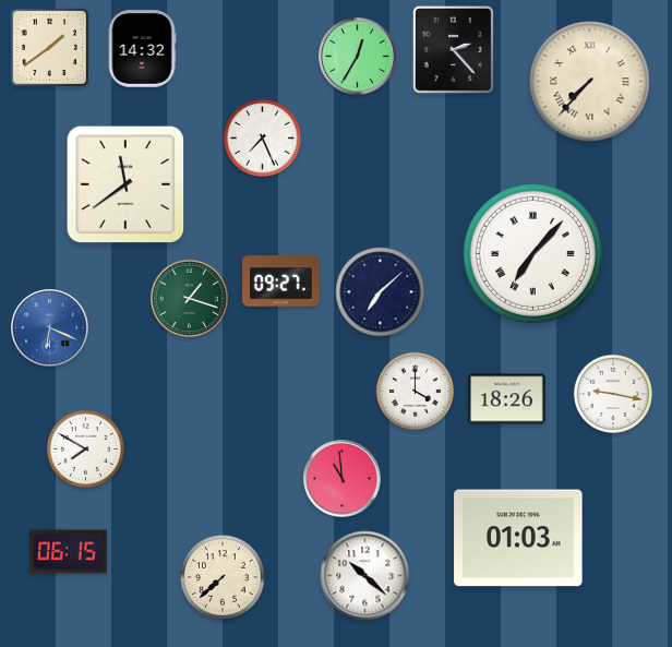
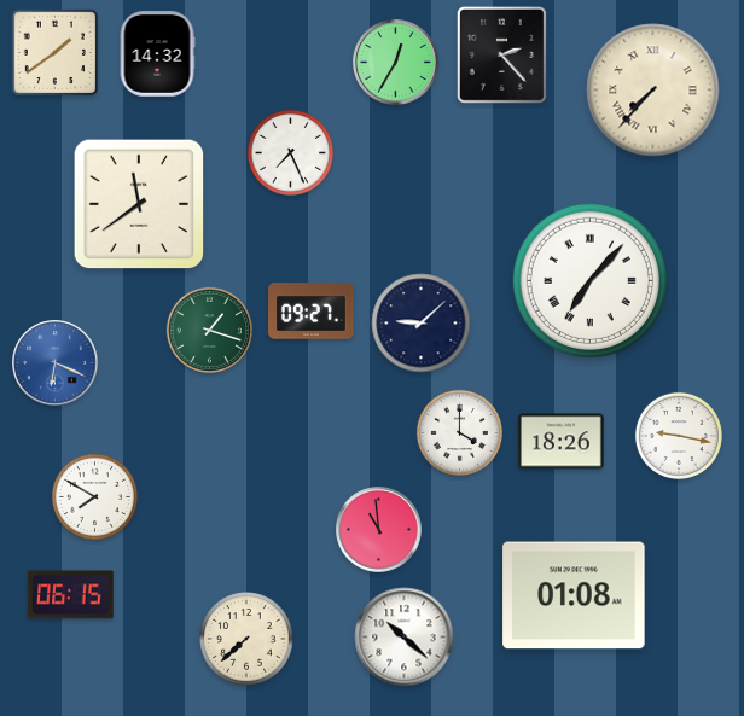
clock at (381, 292): 7:08 -> 9:08
clock at (518, 538): 01:03 -> 01:08
clock at (69, 552) position: (69, 552) -> (71, 595)
